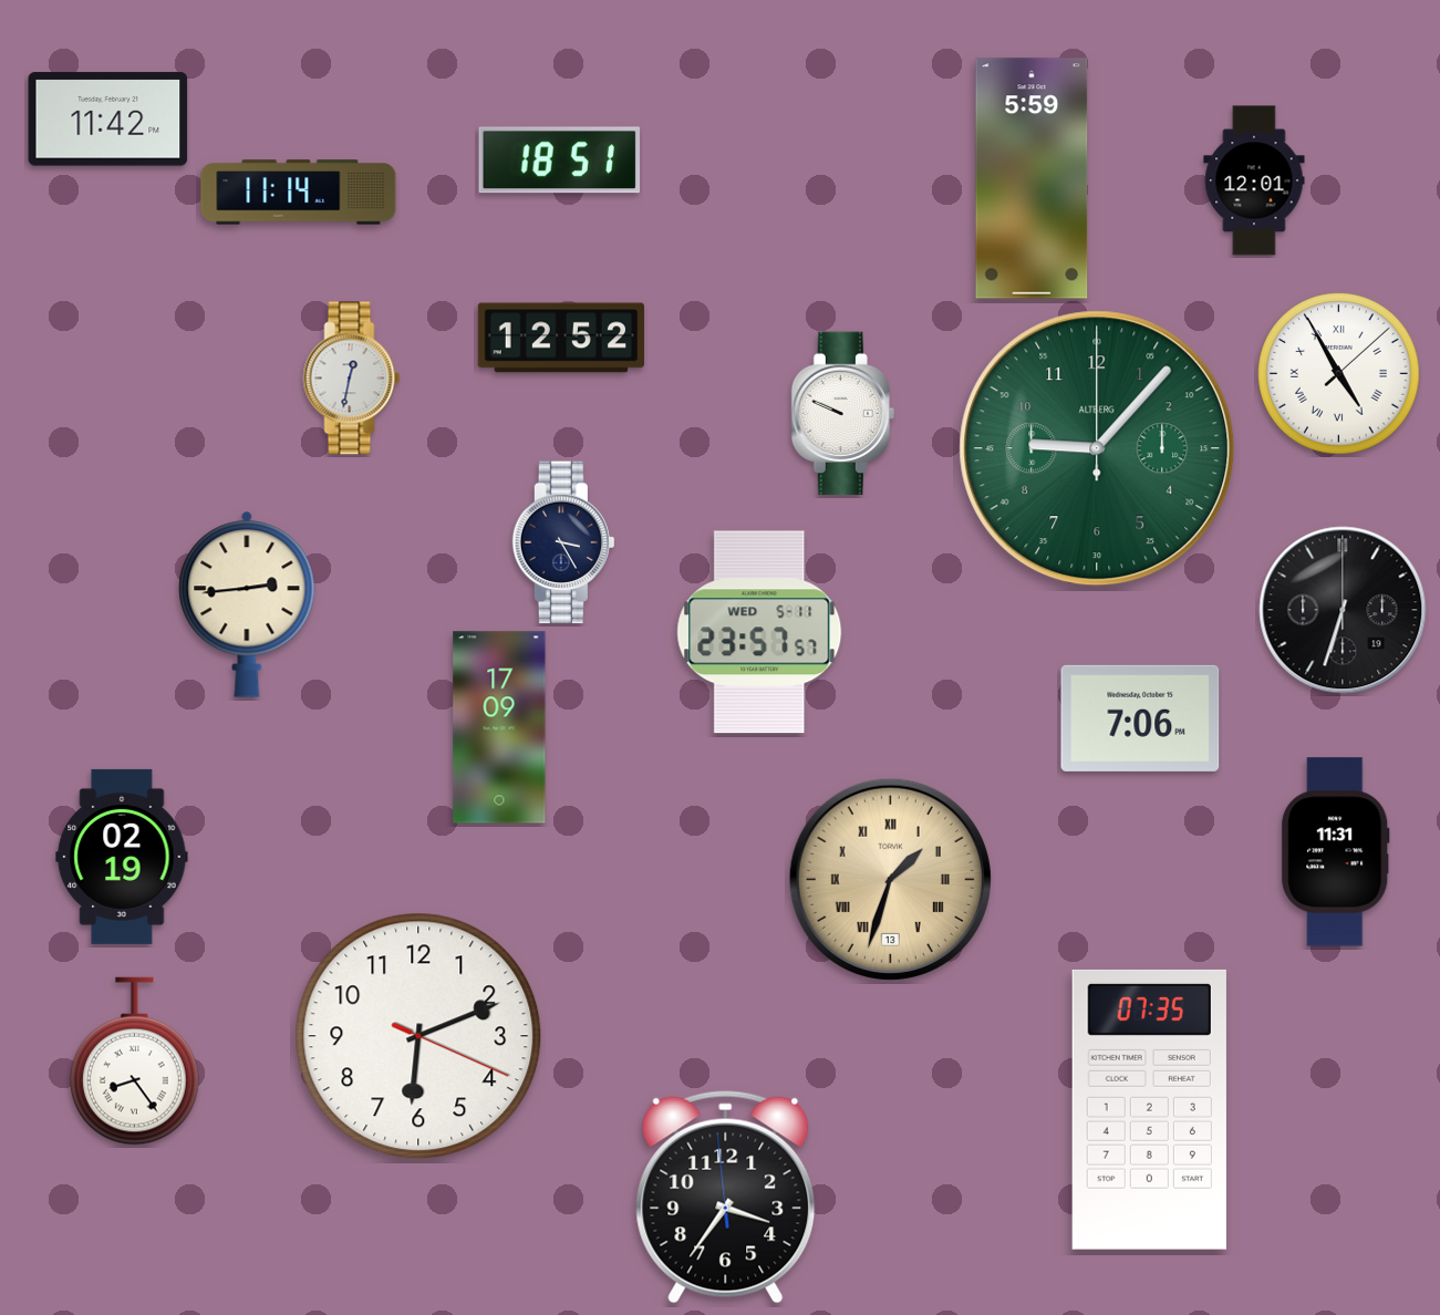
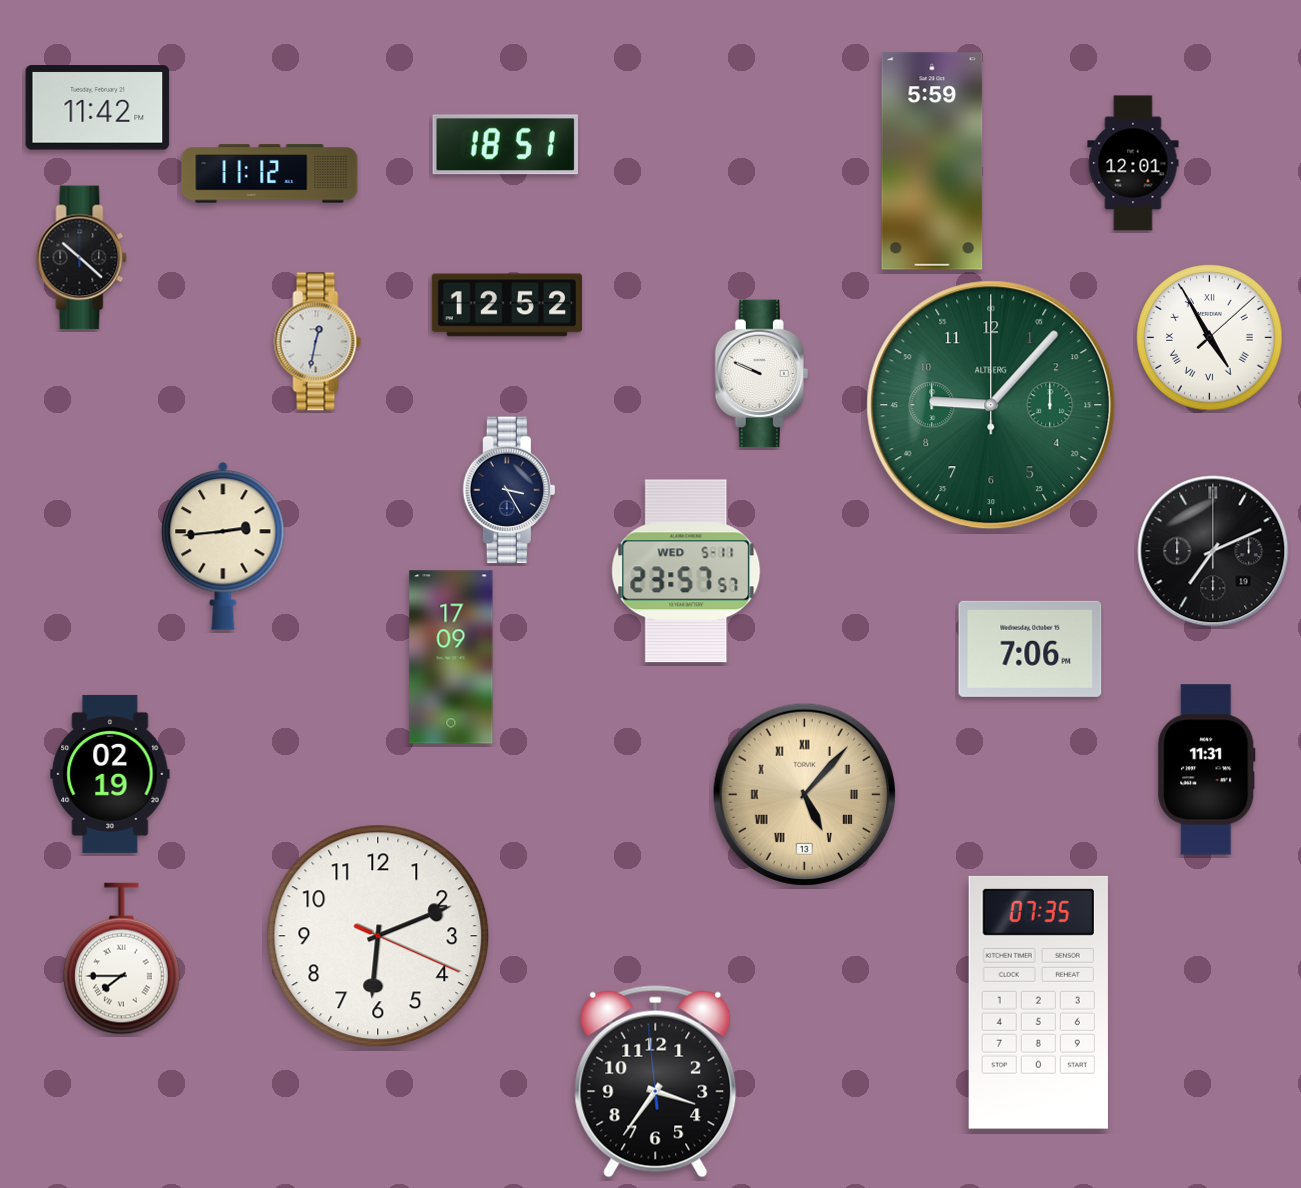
clock at (299, 193): 11:14 -> 11:12
clock at (82, 258): none -> 10:22
clock at (1343, 610): 6:33 -> 7:11
clock at (890, 879): 1:33 -> 5:07
clock at (134, 1062): 8:24 -> 7:45
